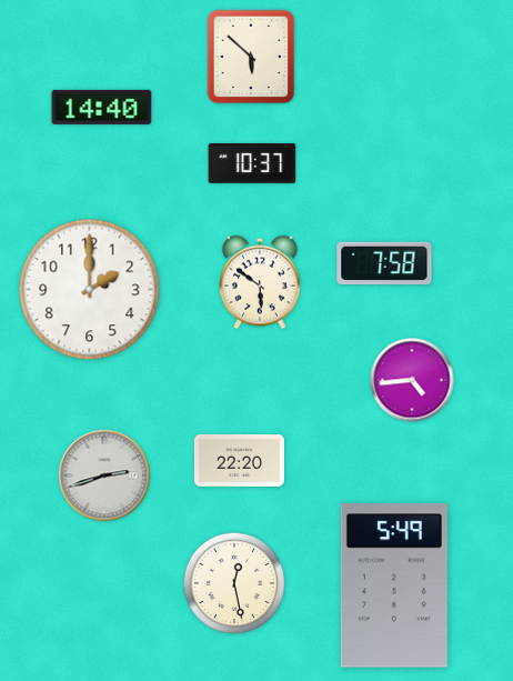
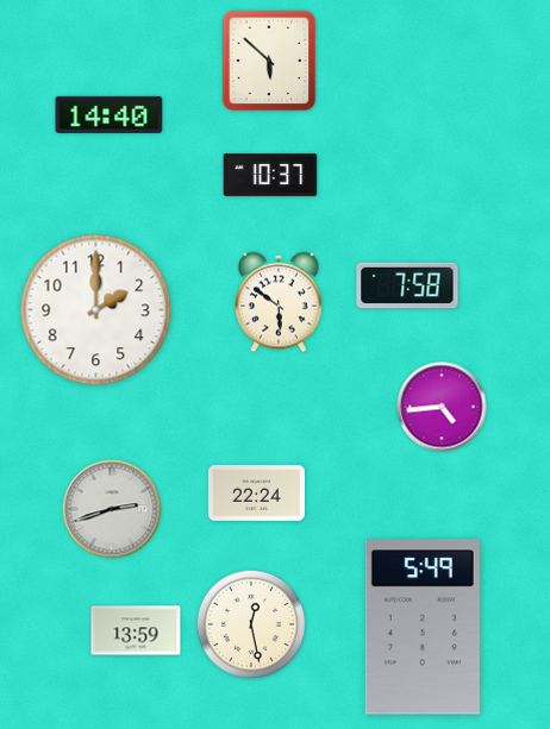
clock at (384, 263) position: (384, 263) -> (407, 285)
clock at (239, 460): 22:20 -> 22:24
clock at (136, 630): none -> 13:59
